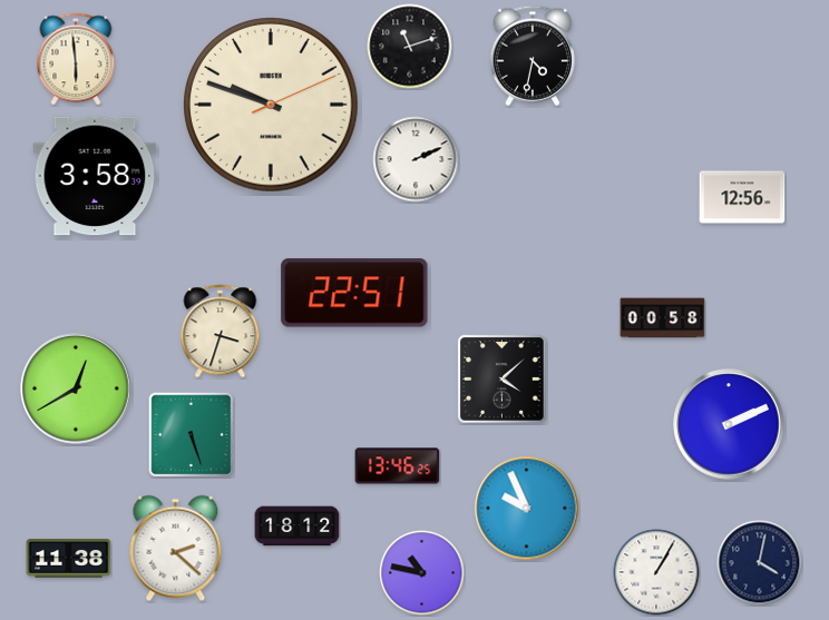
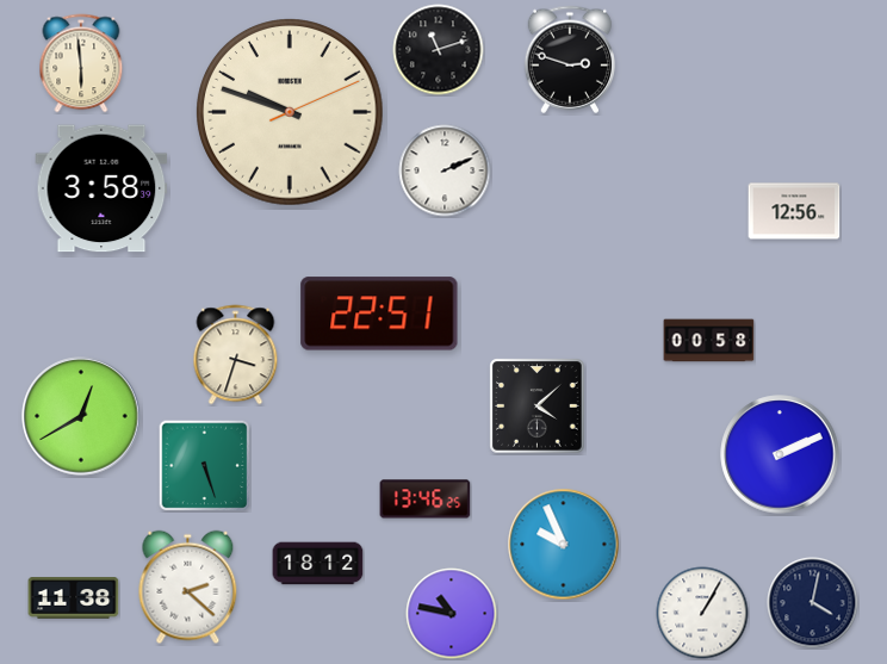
clock at (531, 56): 4:32 -> 2:48
